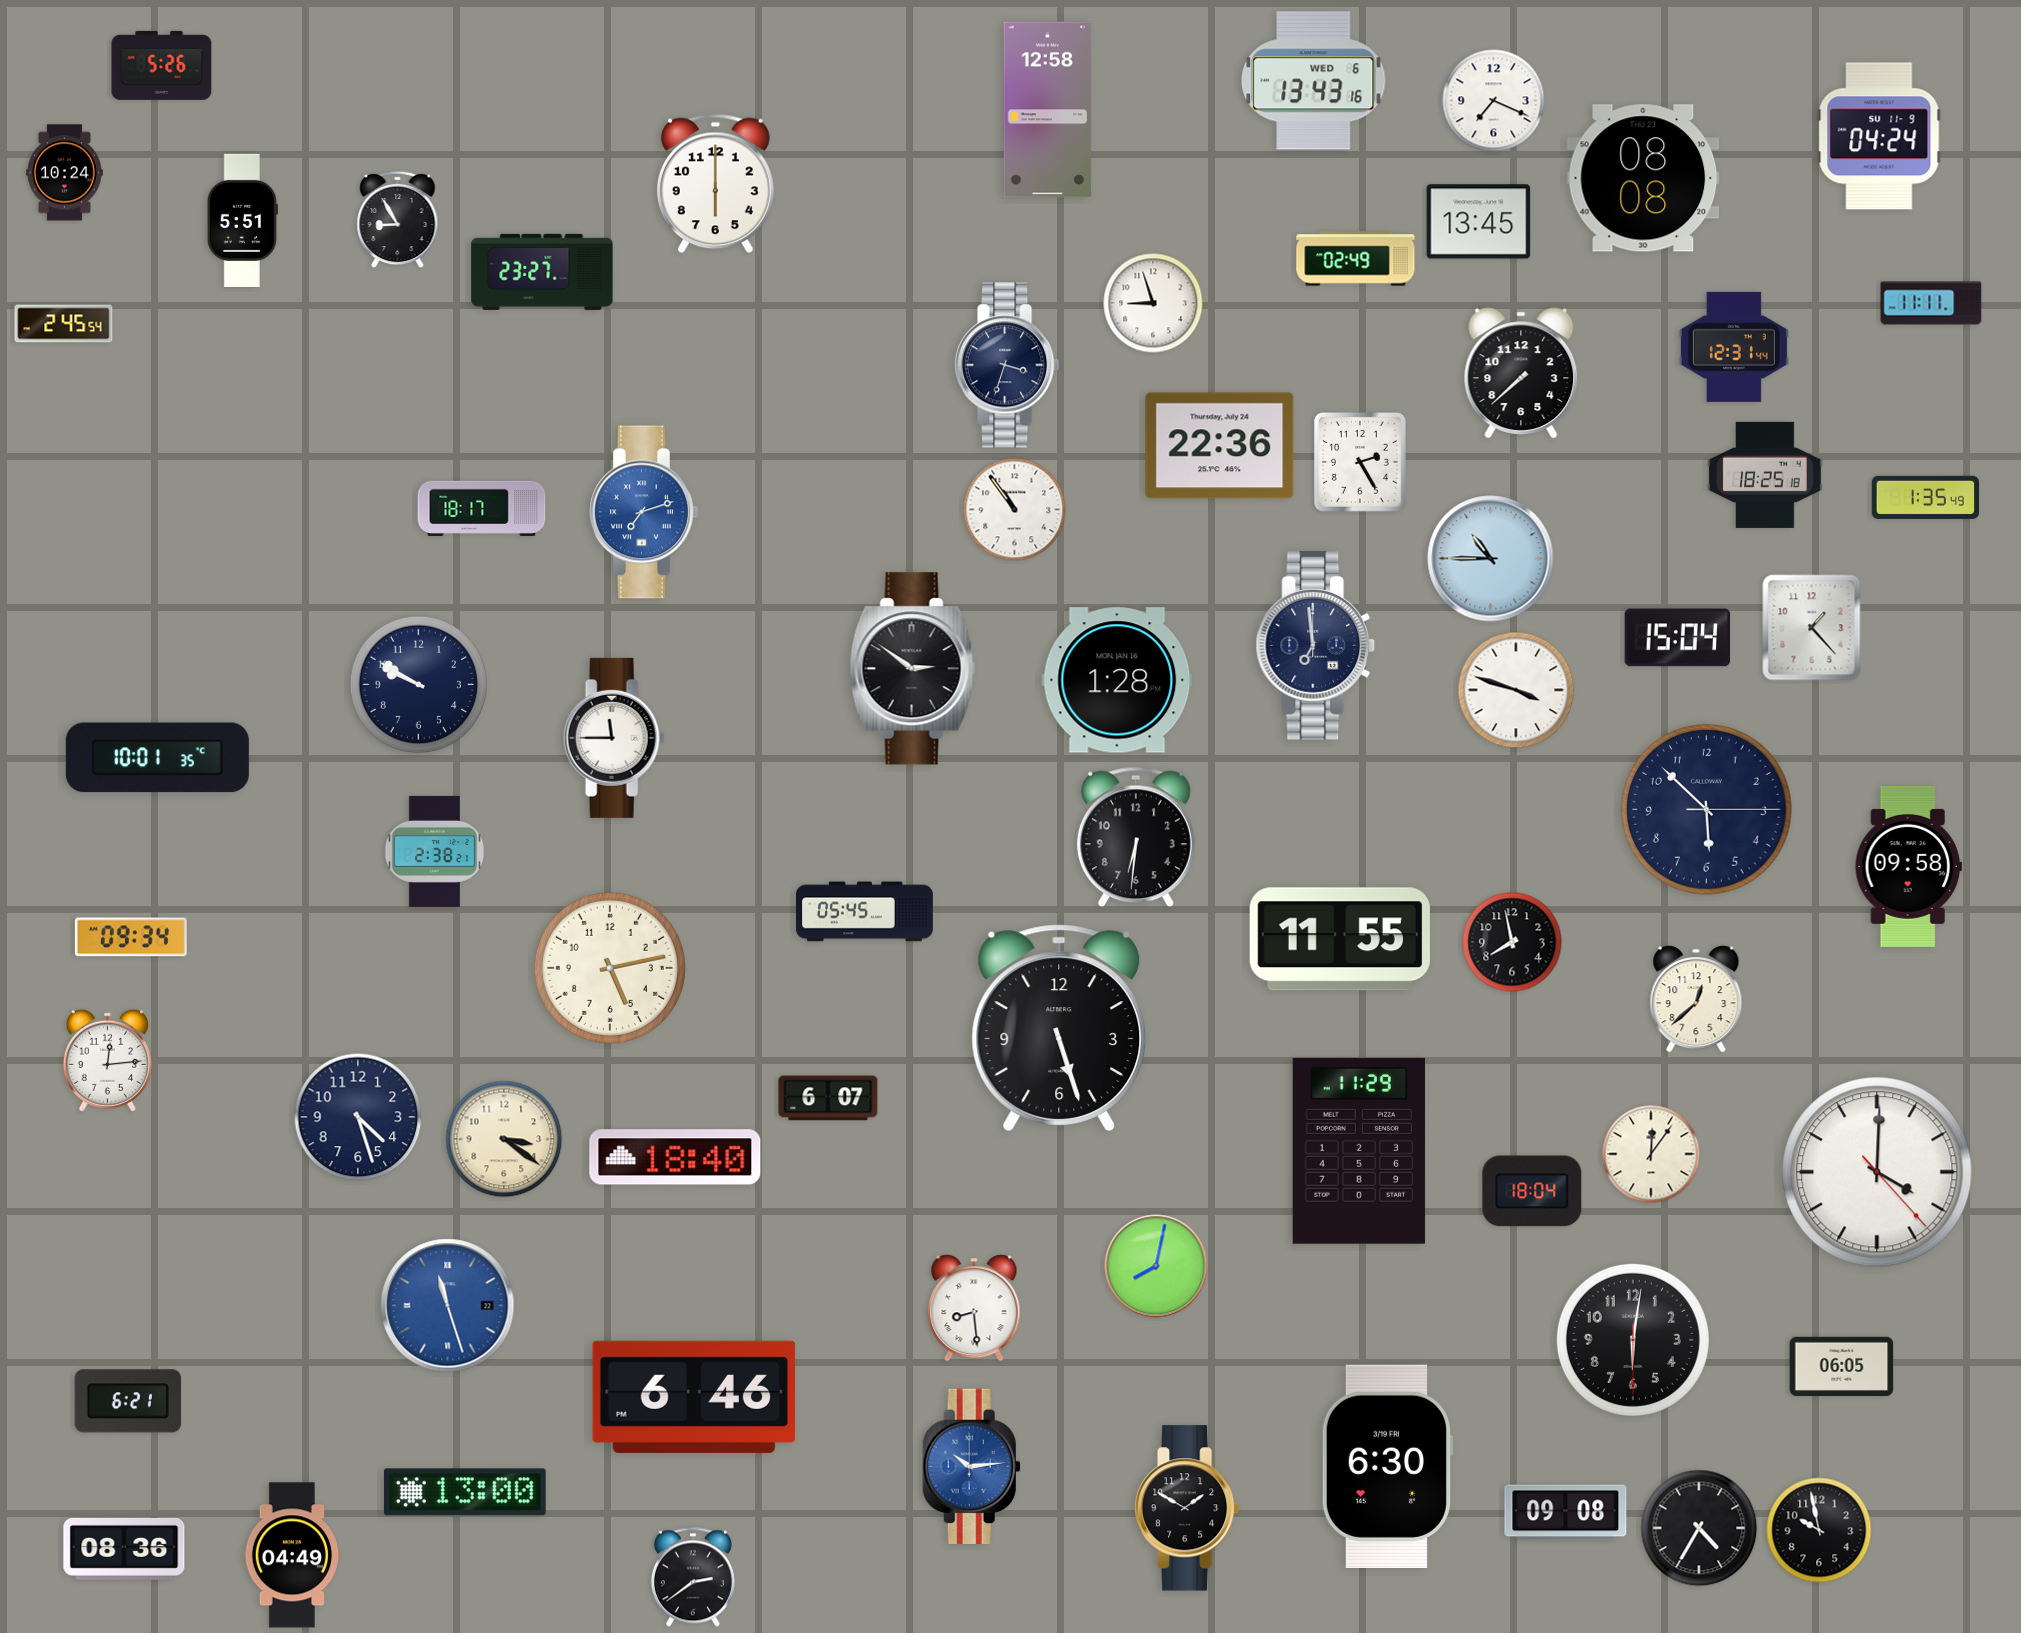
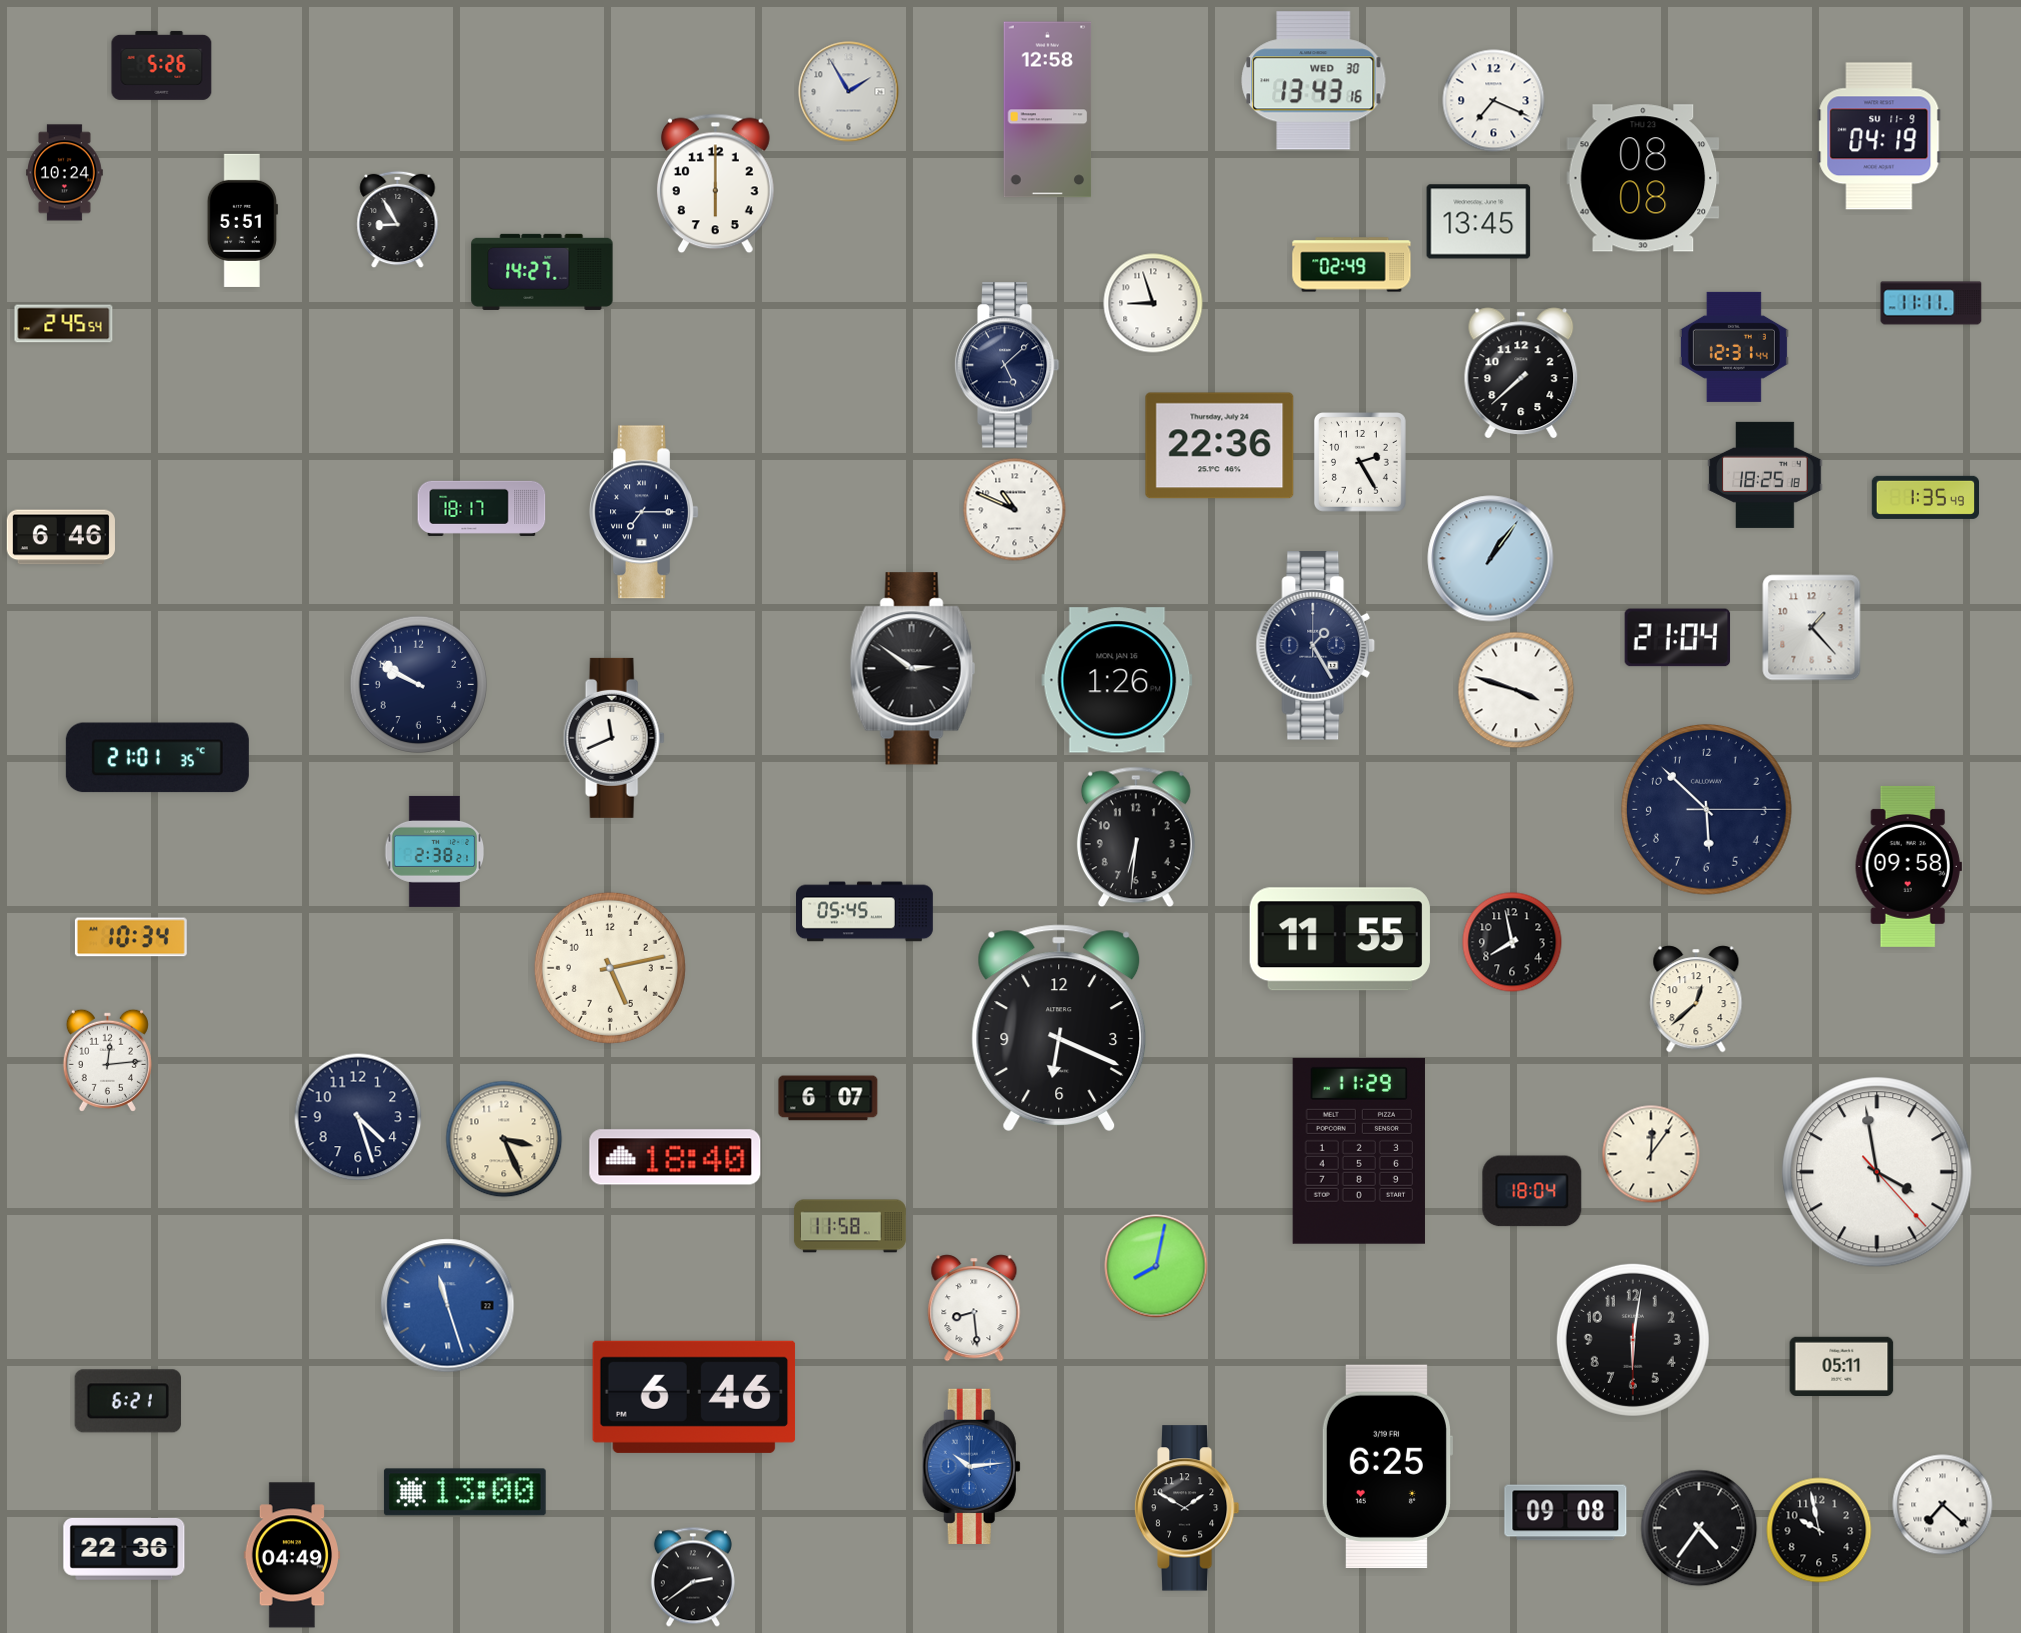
clock at (1314, 81) date: WED 6 -> WED 30
clock at (849, 92): none -> 1:55
clock at (1879, 136): 04:24 -> 04:19
clock at (1356, 259) position: (1356, 259) -> (1352, 265)
clock at (542, 272): 23:27 -> 14:27
clock at (1007, 365): 3:33 -> 5:08
clock at (1015, 510): 10:54 -> 10:49
clock at (645, 512): 7:12 -> 7:15
clock at (645, 512) dial: blue -> navy
clock at (61, 537): none -> 6:46
clock at (1491, 559): 10:45 -> 1:06
clock at (1678, 638): 15:04 -> 21:04
clock at (1316, 646): 6:59 -> 1:25
clock at (1117, 680): 1:28 -> 1:26
clock at (614, 738): 11:45 -> 11:41
clock at (157, 758): 10:01 -> 21:01
clock at (131, 937): 09:34 -> 10:34
clock at (1059, 1028): 5:27 -> 6:19
clock at (504, 1139): 3:21 -> 3:26
clock at (1877, 1172): 4:00 -> 3:58
clock at (850, 1226): none -> 11:58
clock at (1842, 1366): 06:05 -> 05:11
clock at (1387, 1466): 6:30 -> 6:25
clock at (1943, 1505): none -> 7:22
clock at (1699, 1528): 4:35 -> 4:36
clock at (124, 1549): 08:36 -> 22:36
